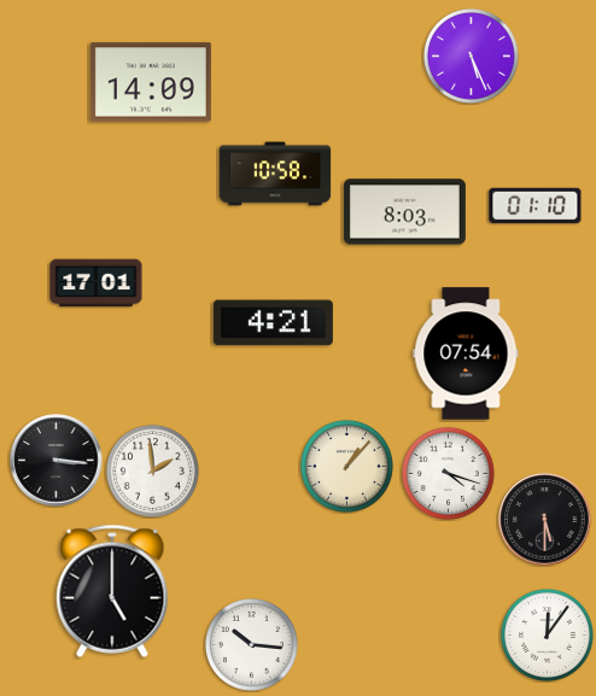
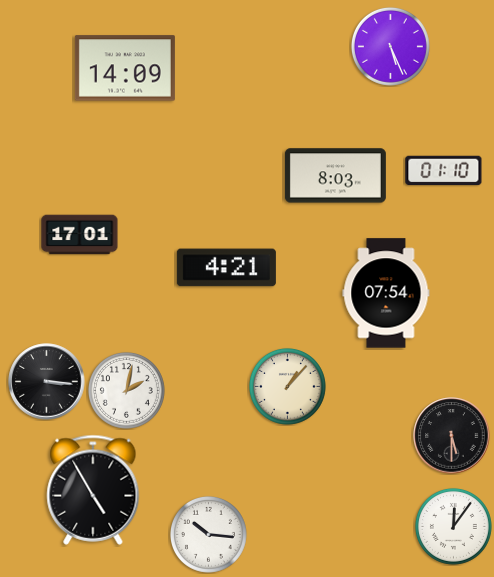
clock at (275, 174): 10:58 -> none
clock at (152, 470): 1:59 -> 2:02
clock at (448, 473): 4:18 -> none
clock at (545, 520) position: (545, 520) -> (452, 436)
clock at (112, 591): 5:00 -> 4:55
